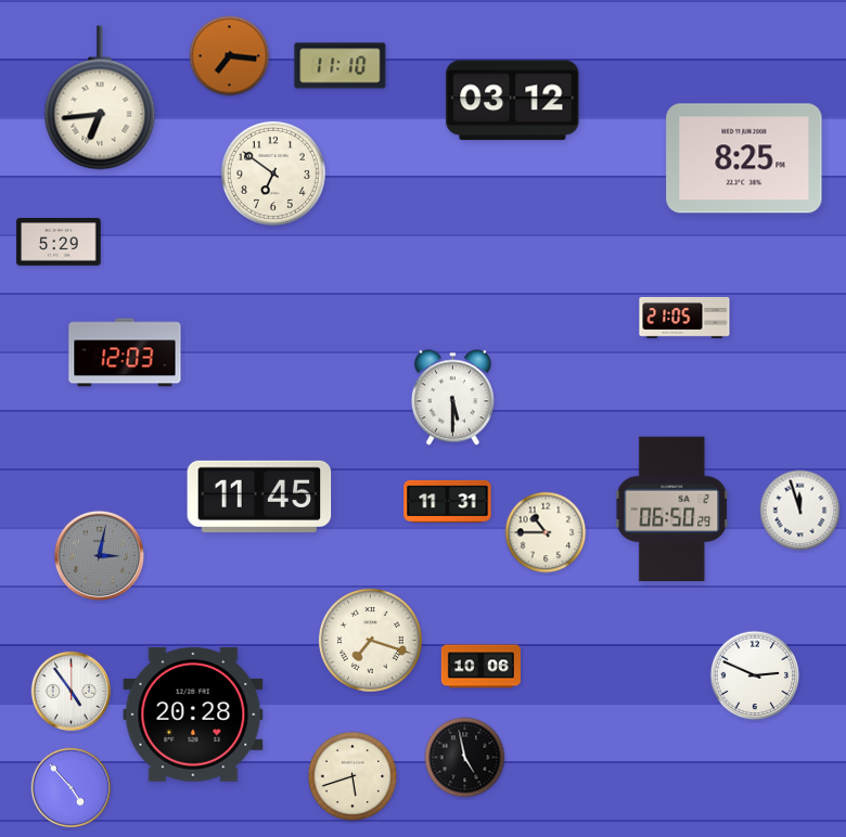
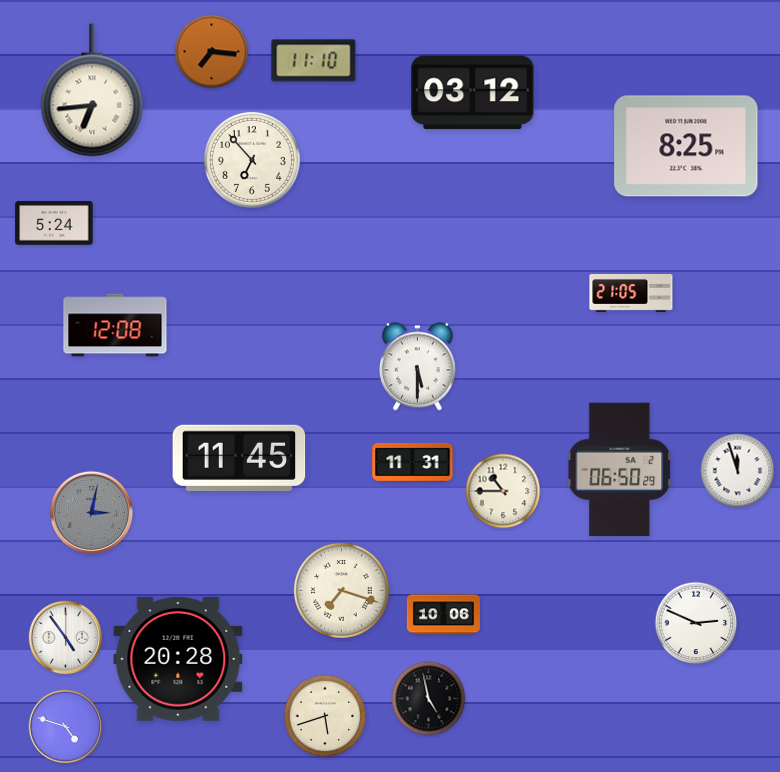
clock at (273, 173): 6:51 -> 6:53
clock at (59, 243): 5:29 -> 5:24
clock at (125, 352): 12:03 -> 12:08
clock at (72, 788): 4:53 -> 4:48
